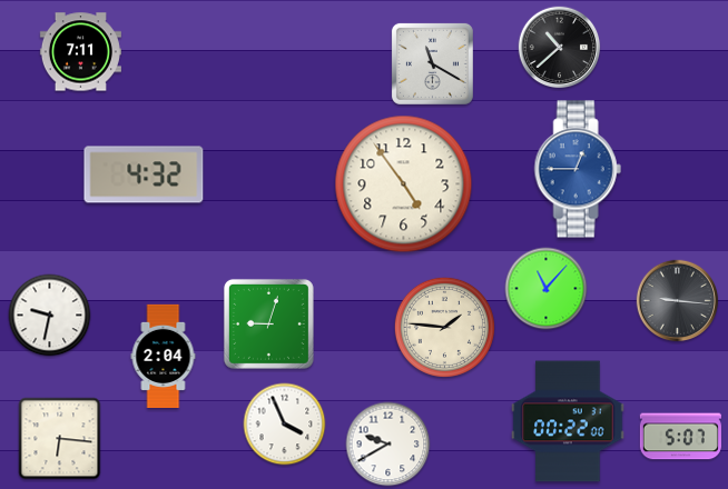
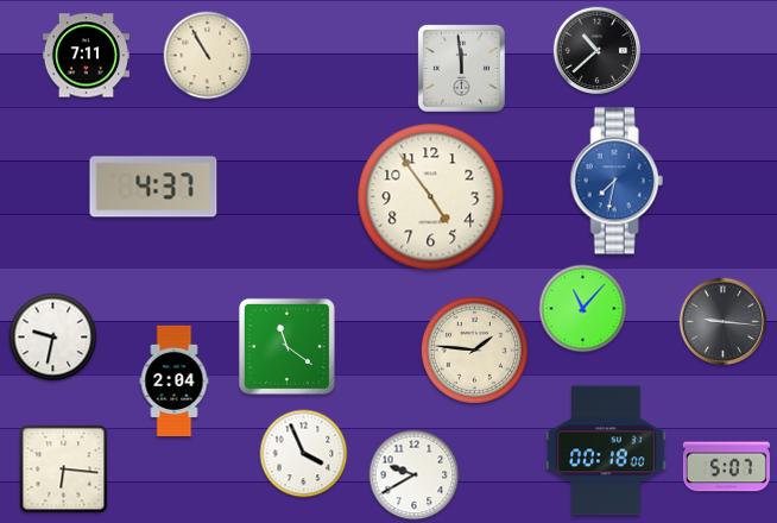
clock at (208, 56): none -> 10:55
clock at (432, 63): 11:20 -> 11:59
clock at (578, 169): 12:45 -> 7:32
clock at (144, 174): 4:32 -> 4:37
clock at (268, 323): 9:03 -> 11:21
clock at (568, 421): 00:22 -> 00:18
